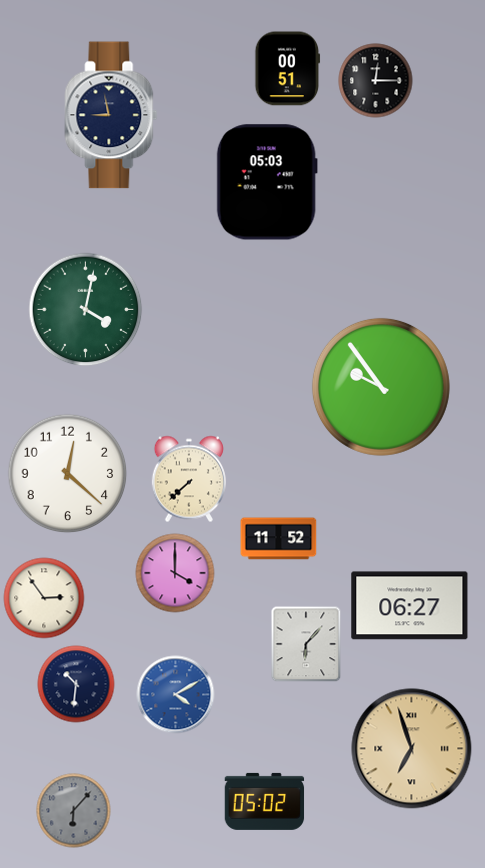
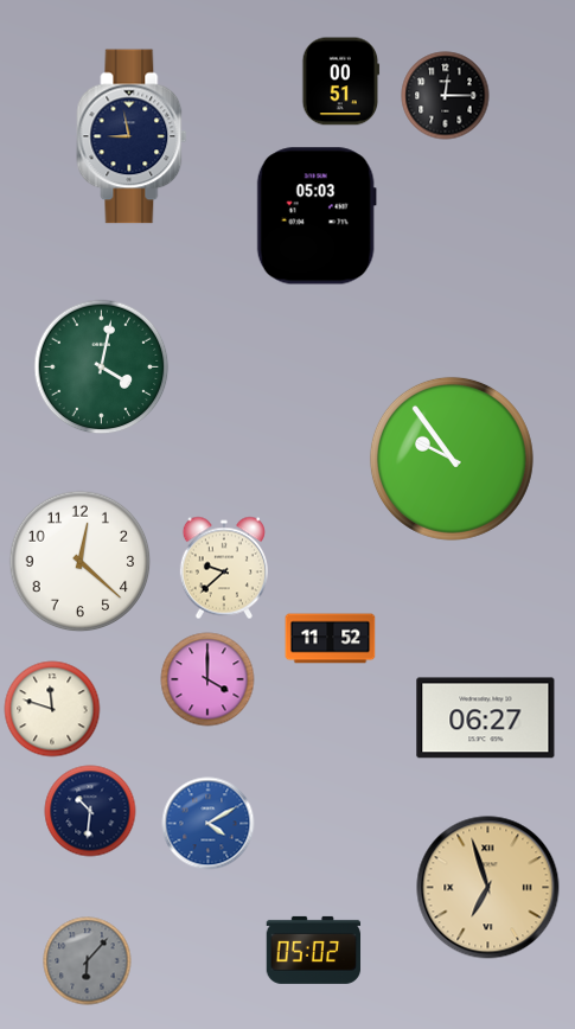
clock at (189, 479): 7:38 -> 9:38
clock at (44, 598): 2:54 -> 11:48
clock at (306, 644): 6:07 -> none
